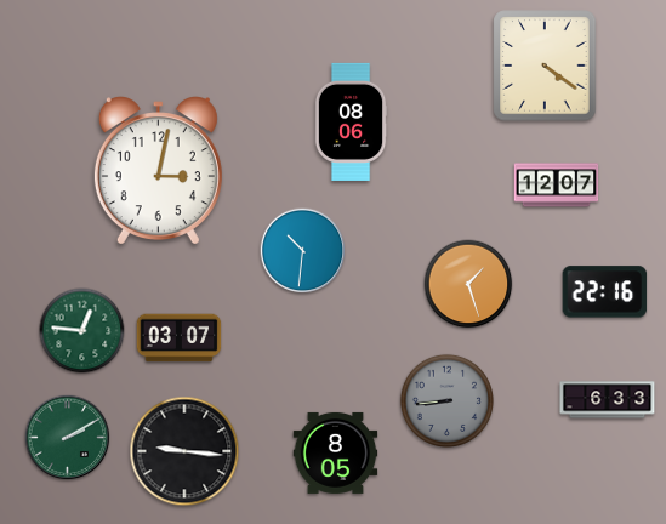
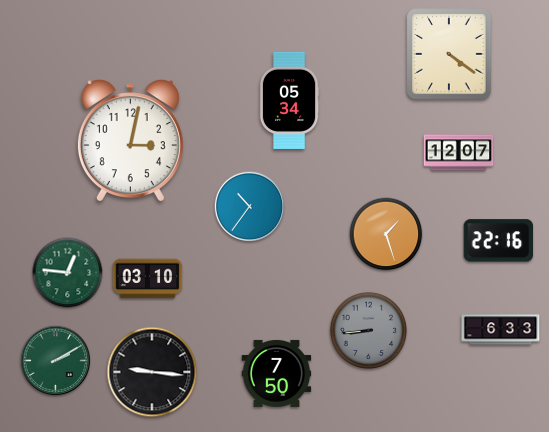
clock at (351, 121): 08:06 -> 05:34
clock at (303, 251): 10:31 -> 10:36
clock at (180, 338): 03:07 -> 03:10
clock at (336, 452): 8:05 -> 7:50
